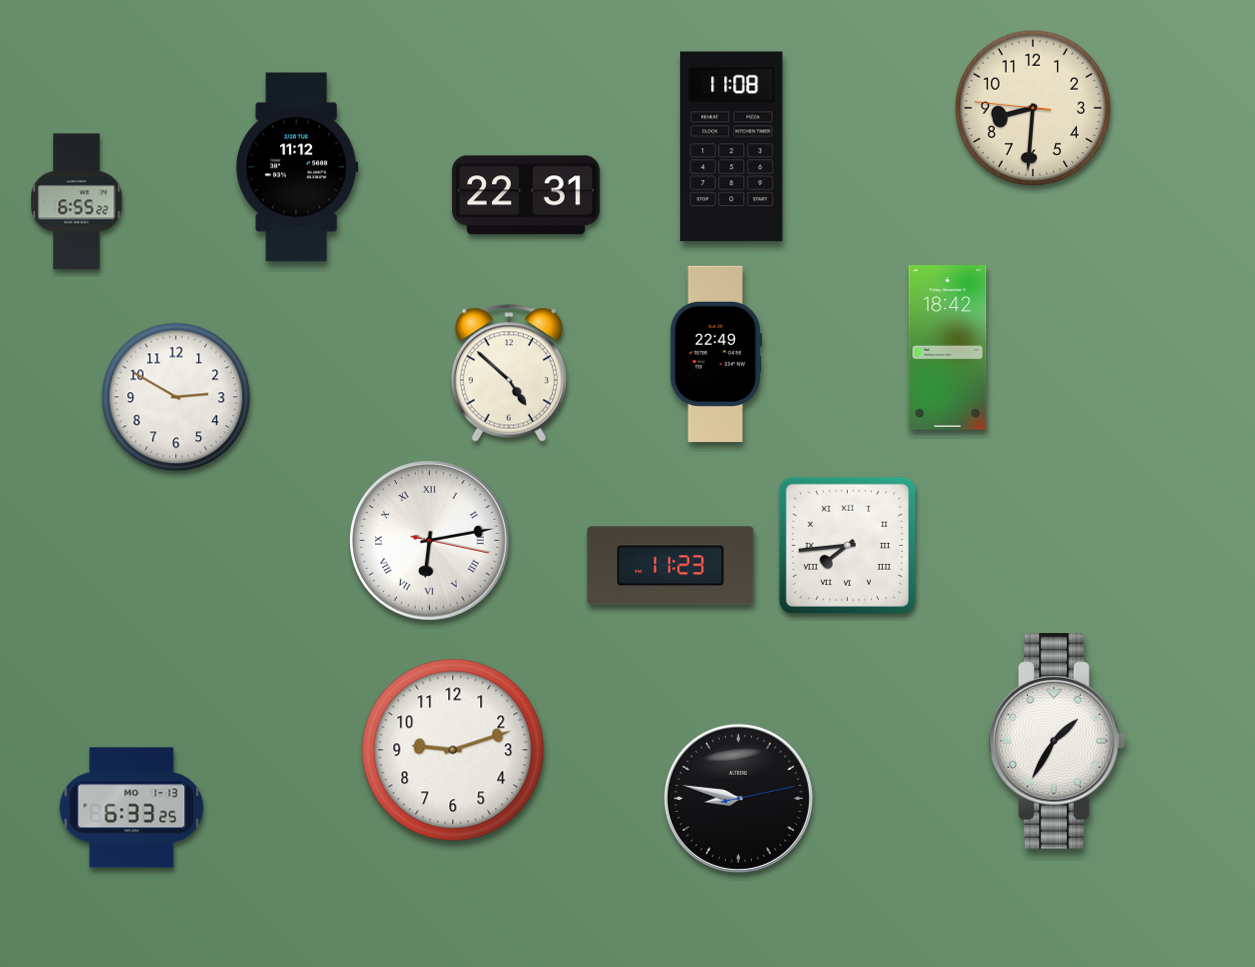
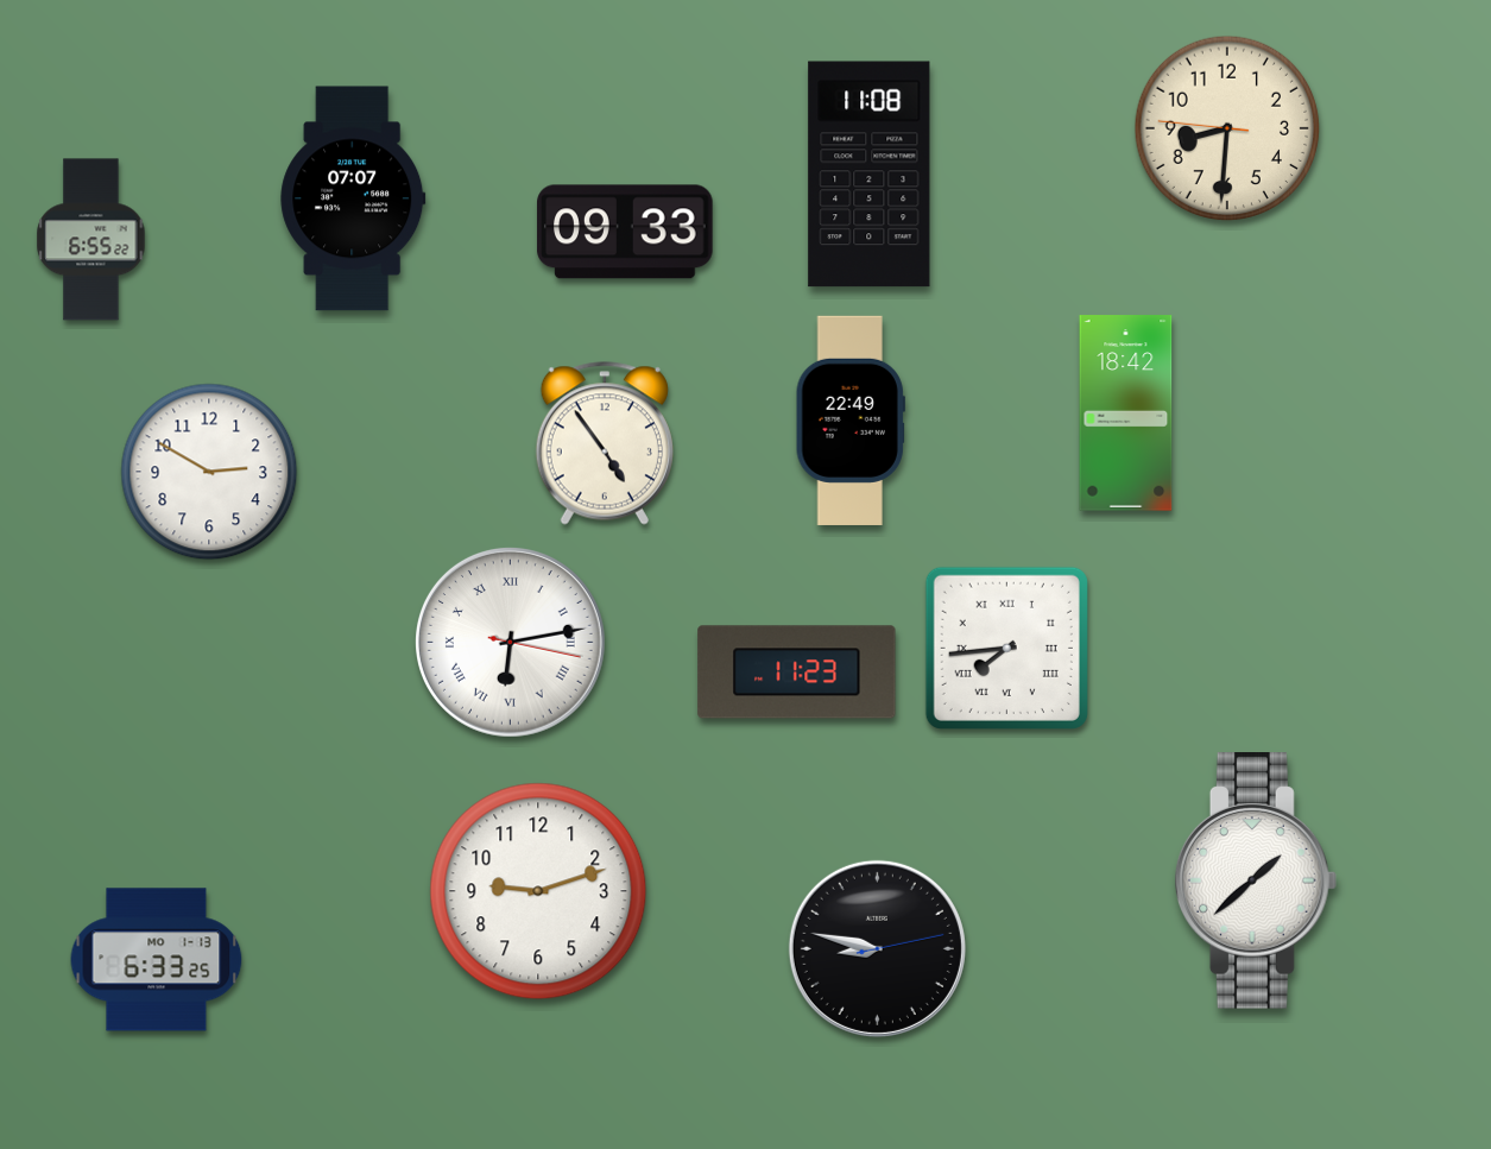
clock at (297, 167): 11:12 -> 07:07
clock at (526, 195): 22:31 -> 09:33
clock at (509, 373): 4:52 -> 4:54
clock at (1057, 742): 1:35 -> 1:38
